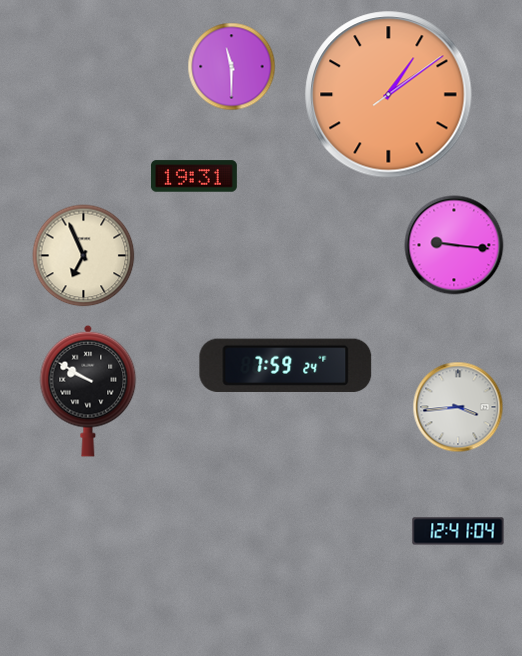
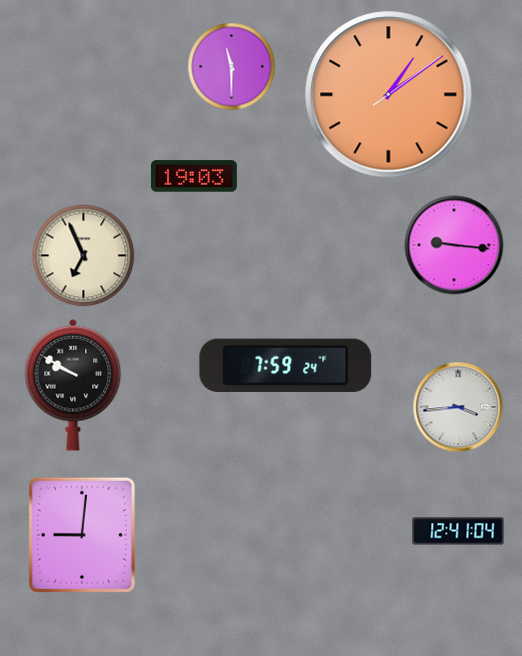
clock at (194, 176): 19:31 -> 19:03
clock at (88, 391) position: (88, 391) -> (73, 385)
clock at (82, 535): none -> 9:01
